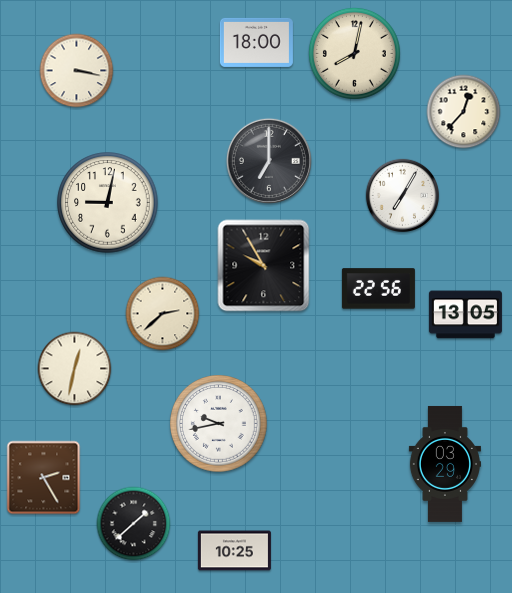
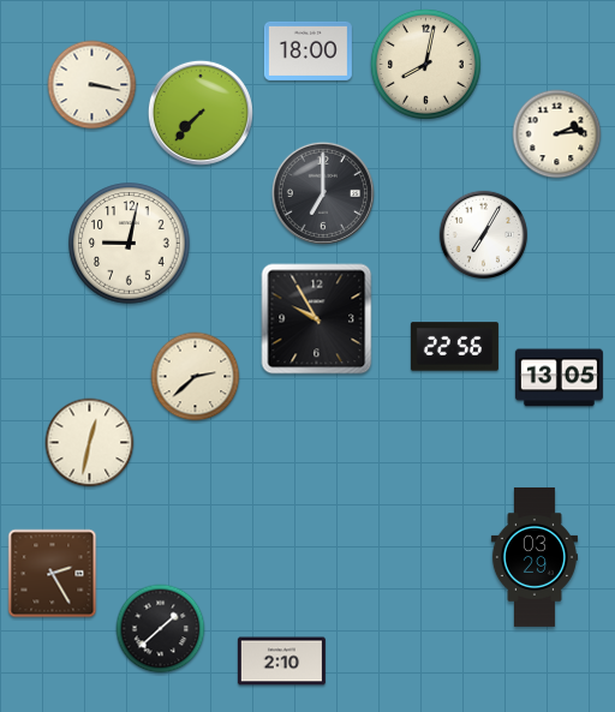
clock at (201, 113): none -> 7:37
clock at (464, 112): 12:37 -> 2:14
clock at (219, 424): 9:43 -> none
clock at (234, 551): 10:25 -> 2:10
